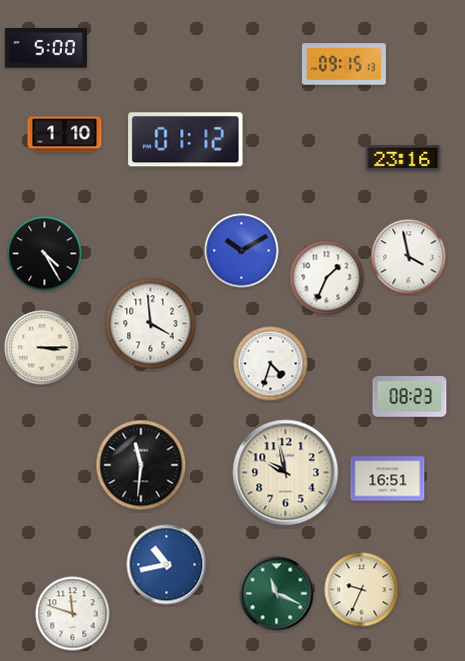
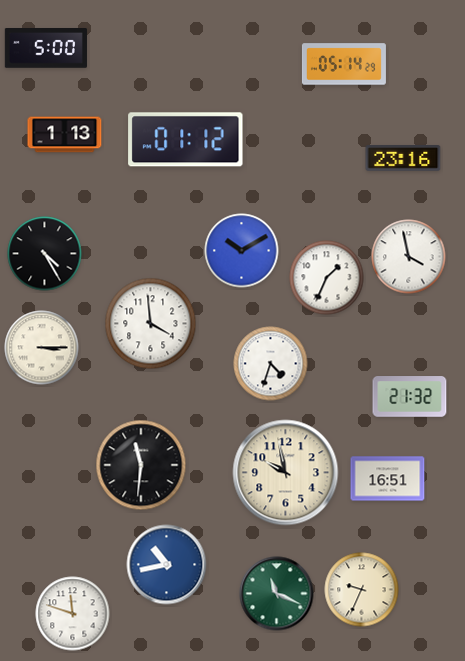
clock at (344, 64): 09:15 -> 05:14
clock at (65, 135): 1:10 -> 1:13
clock at (410, 397): 08:23 -> 21:32
